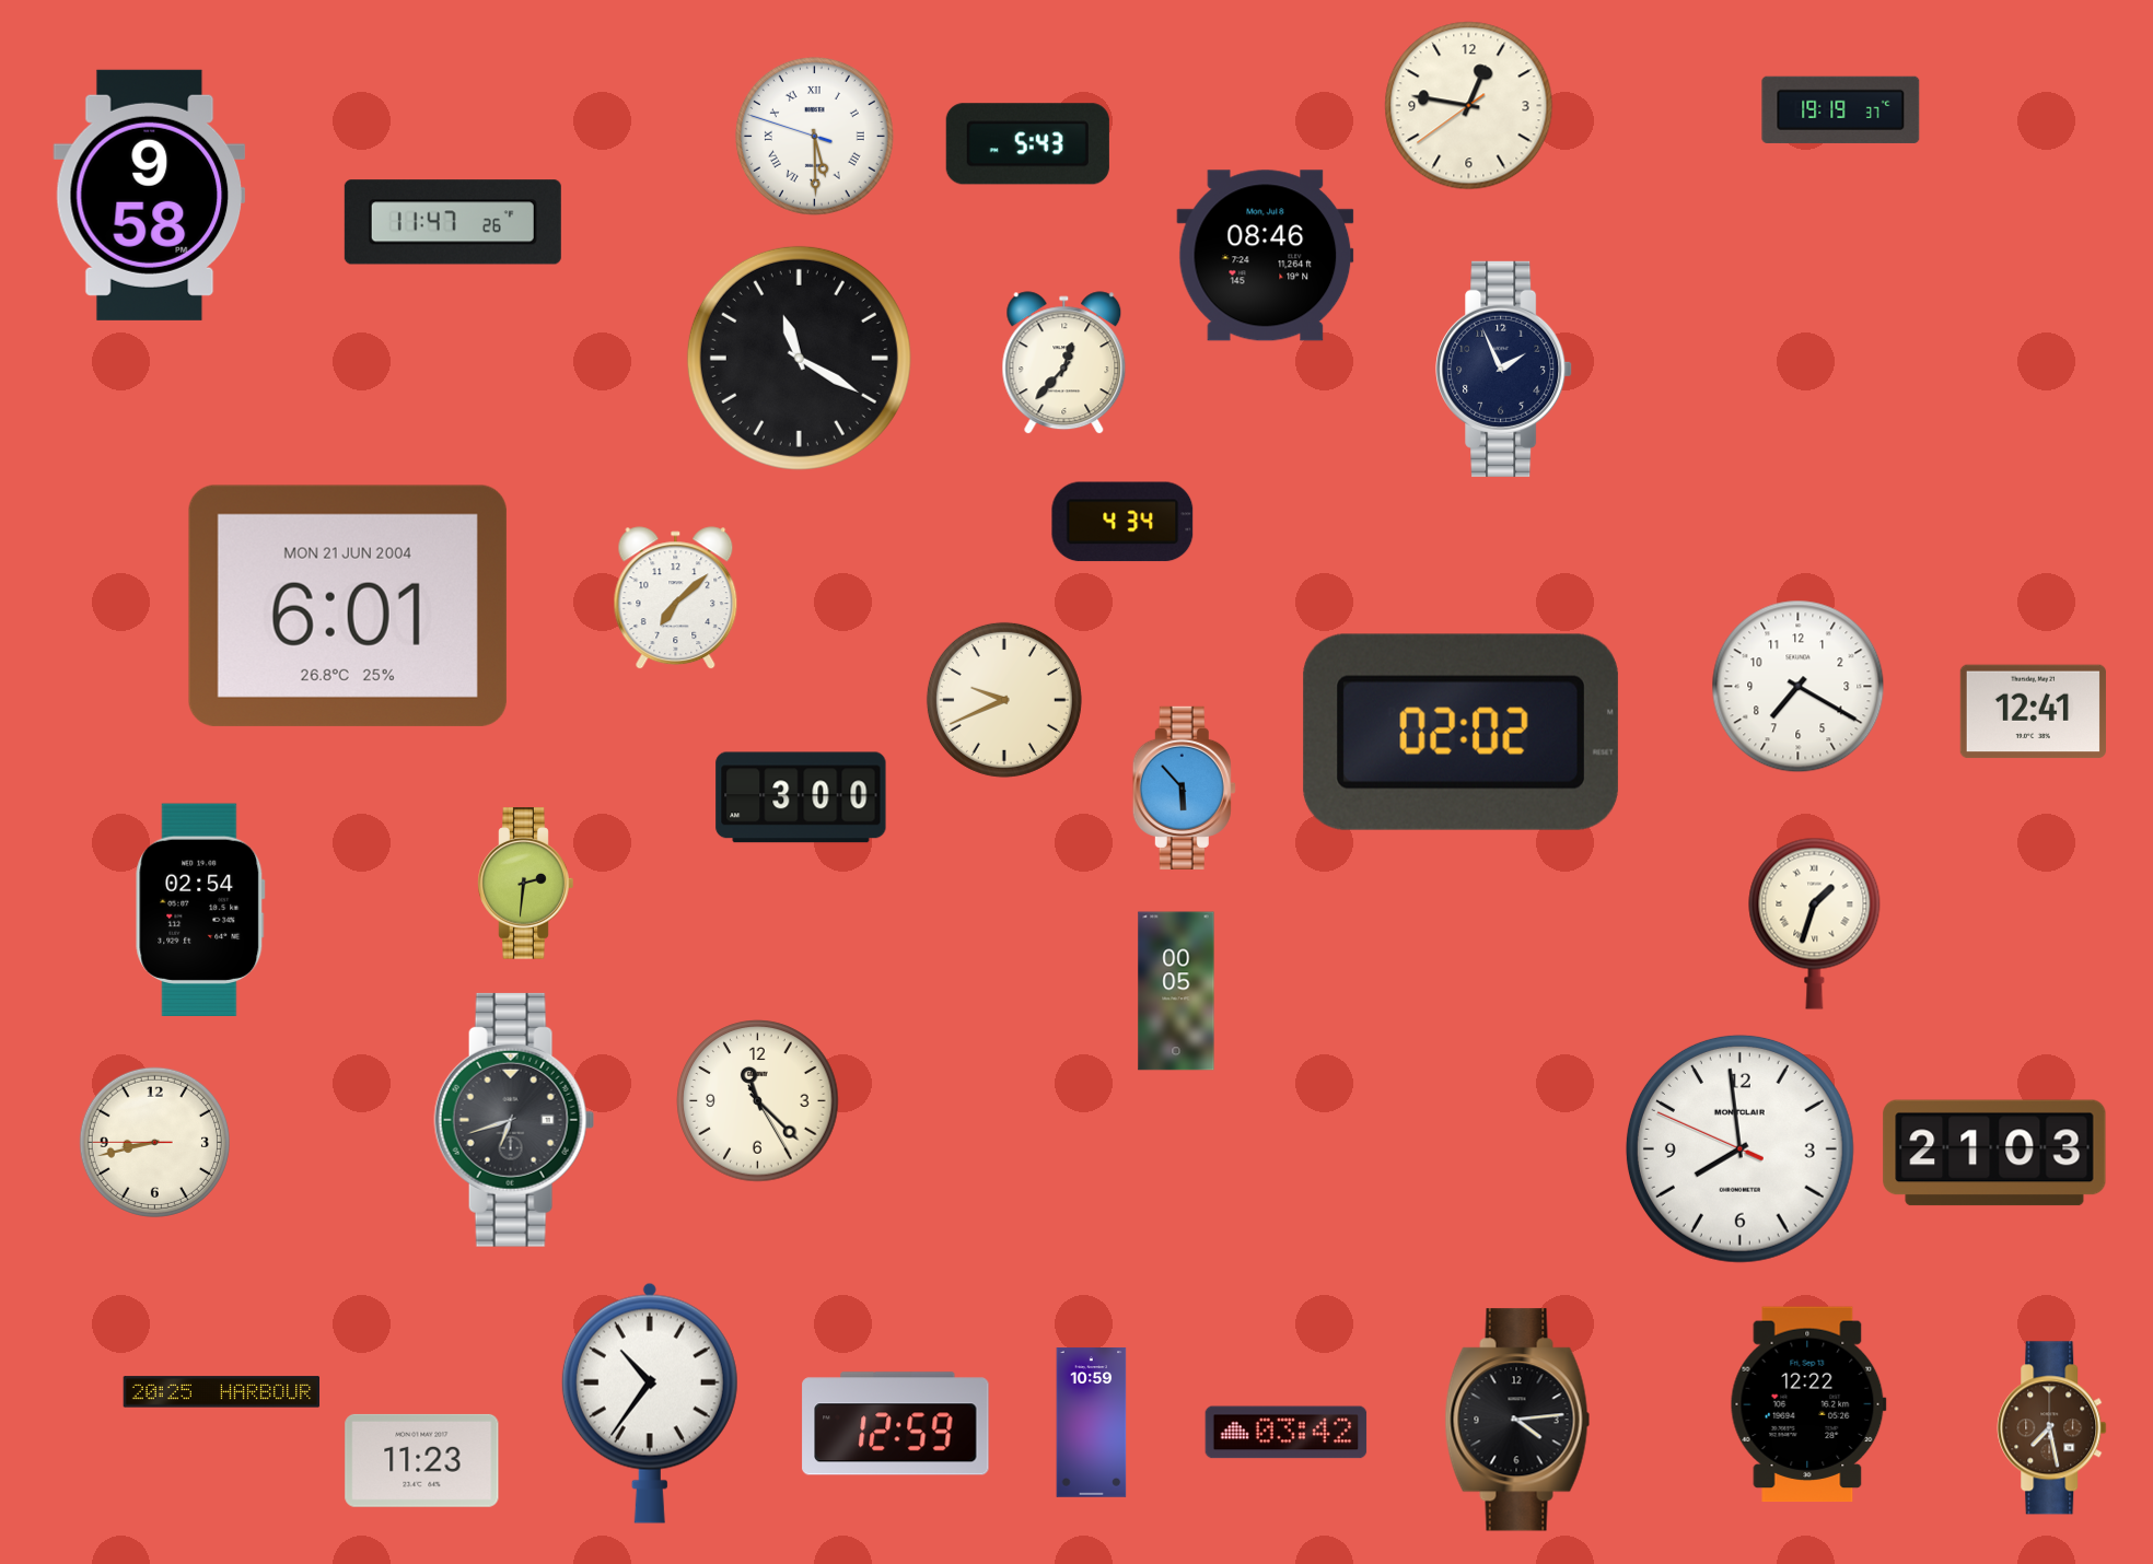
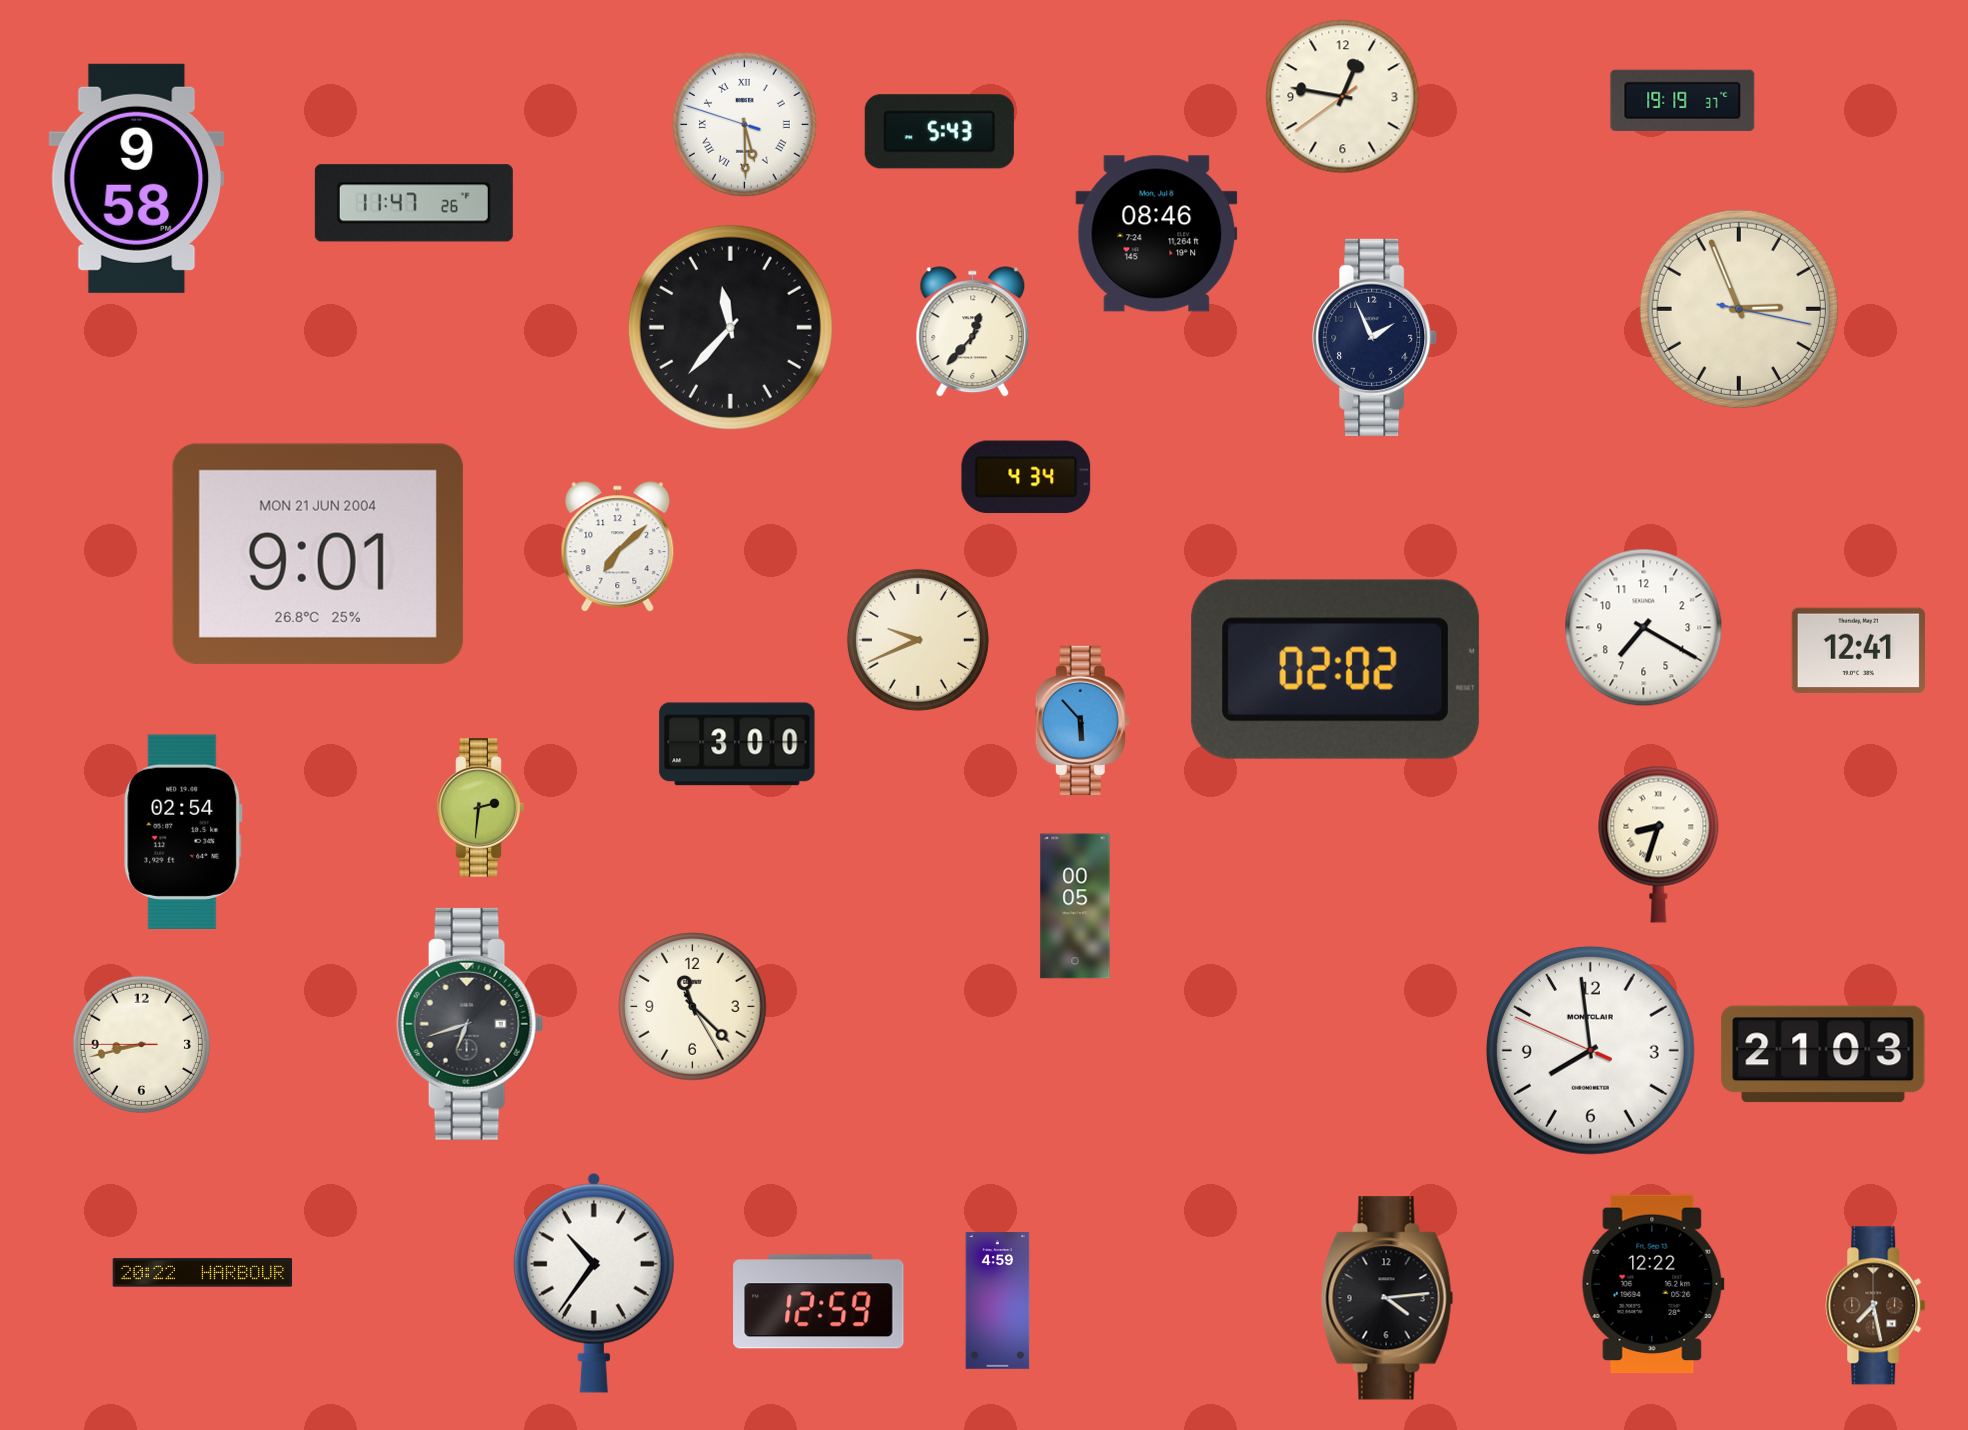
clock at (1739, 309): none -> 2:56
clock at (799, 358): 11:20 -> 11:37
clock at (348, 606): 6:01 -> 9:01
clock at (801, 797) position: (801, 797) -> (737, 744)
clock at (1815, 923): 1:33 -> 8:33
clock at (222, 1392): 20:25 -> 20:22
clock at (1092, 1423): 10:59 -> 4:59
clock at (1287, 1433): 03:42 -> none
clock at (422, 1460): 11:23 -> none
